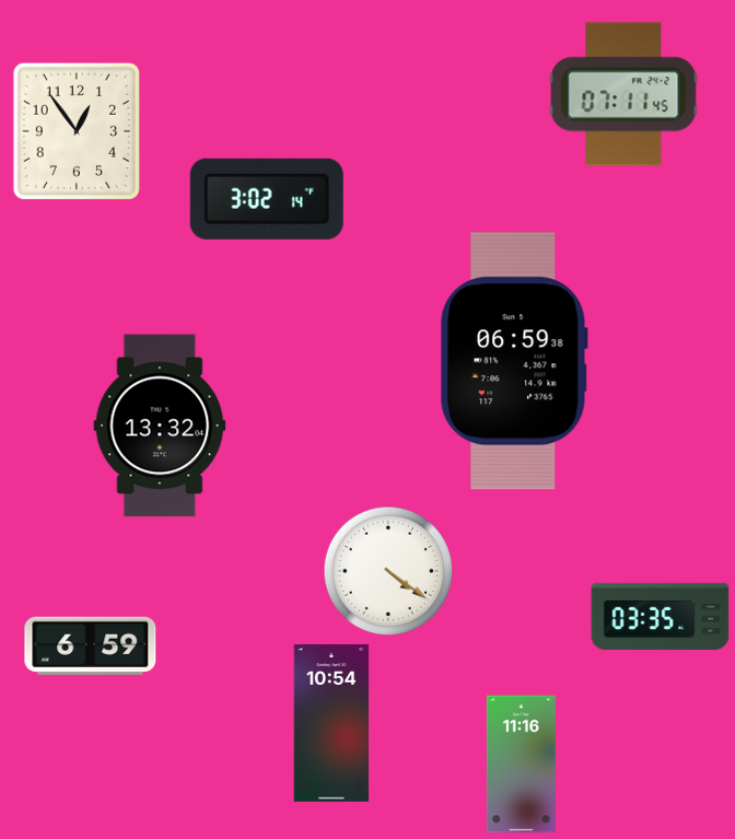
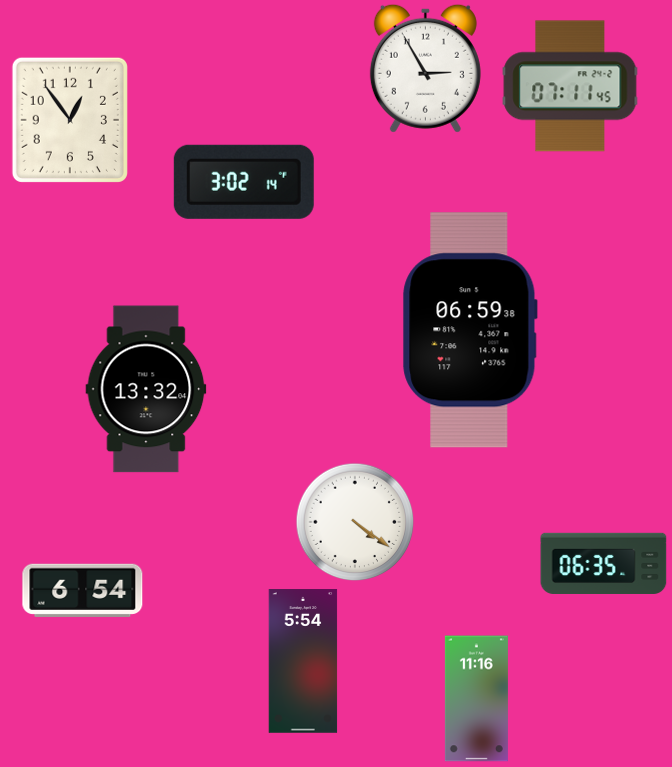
clock at (425, 68): none -> 2:55
clock at (661, 616): 03:35 -> 06:35
clock at (91, 645): 6:59 -> 6:54
clock at (331, 723): 10:54 -> 5:54
